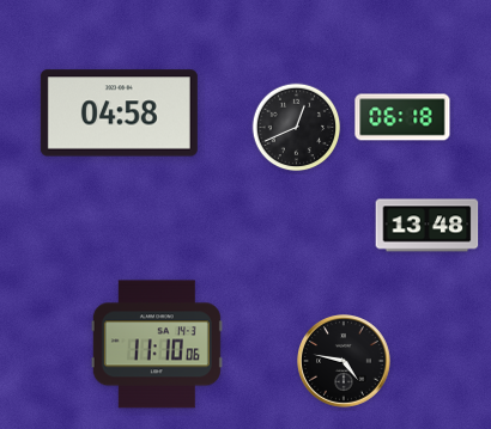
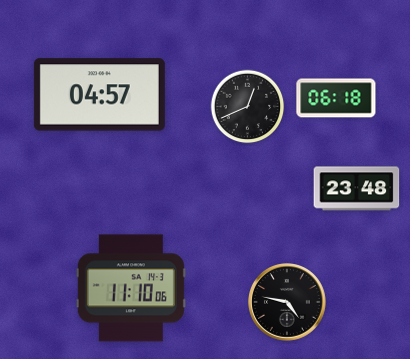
clock at (119, 114): 04:58 -> 04:57
clock at (428, 226): 13:48 -> 23:48
